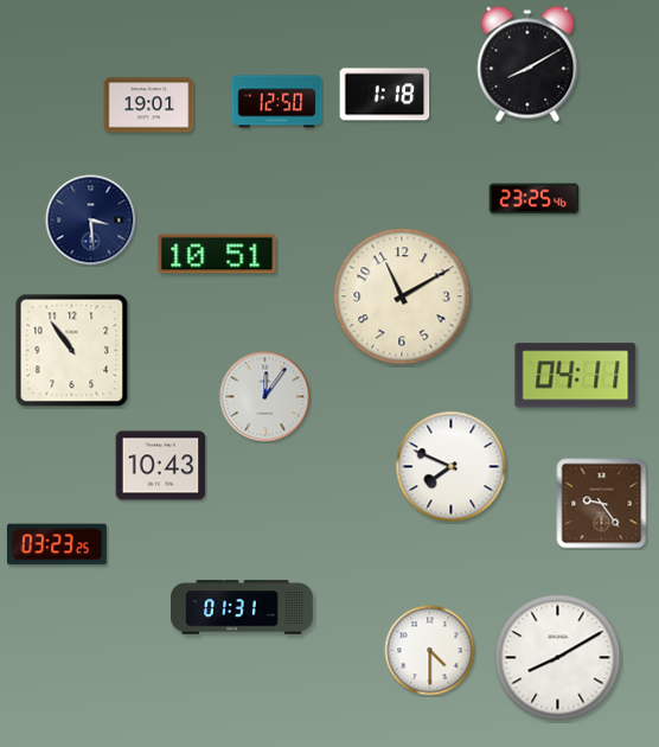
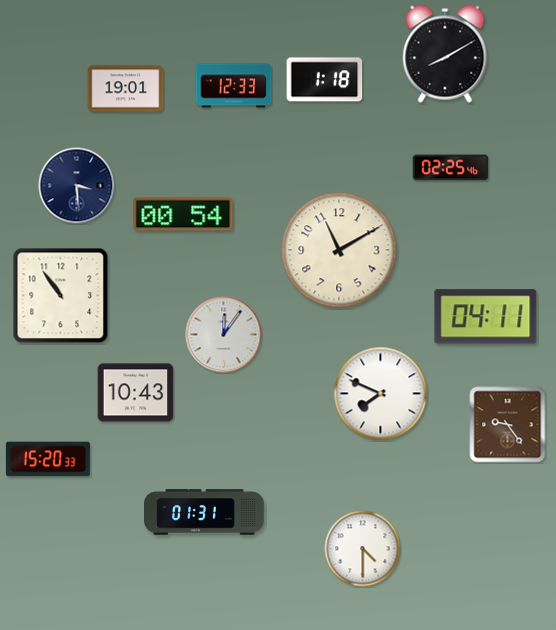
clock at (277, 102): 12:50 -> 12:33
clock at (535, 199): 23:25 -> 02:25
clock at (217, 254): 10:51 -> 00:54
clock at (57, 544): 03:23 -> 15:20
clock at (558, 658): 8:10 -> none
